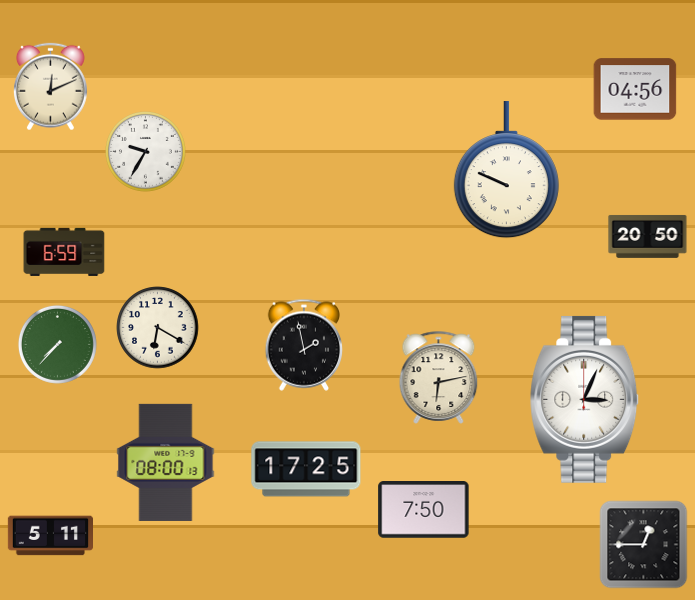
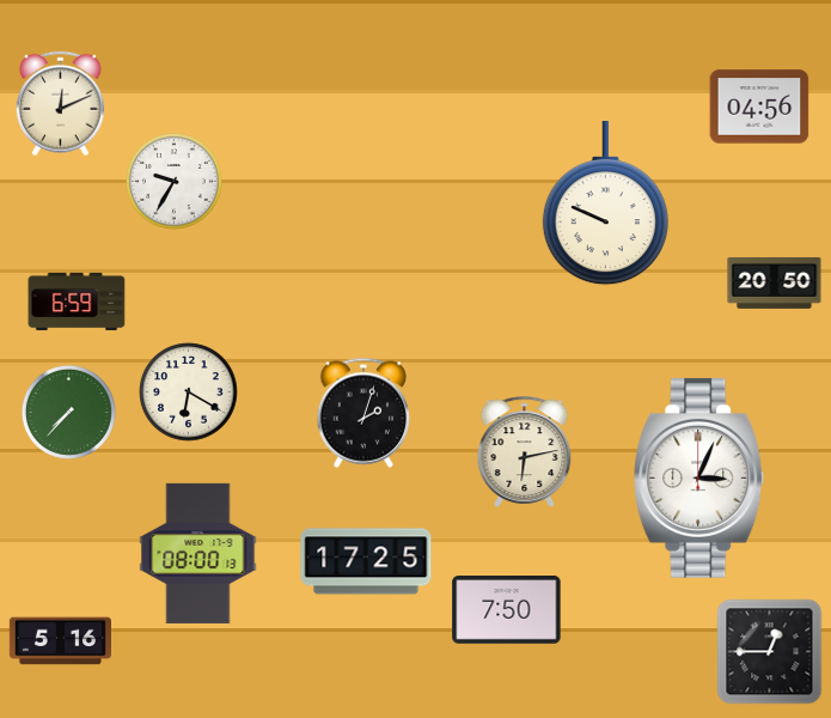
clock at (304, 345): 1:58 -> 2:03
clock at (50, 536): 5:11 -> 5:16
